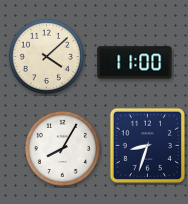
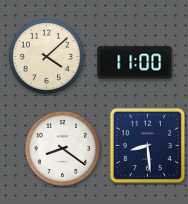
clock at (147, 145): 8:33 -> 8:29
clock at (62, 148): 8:05 -> 8:21
